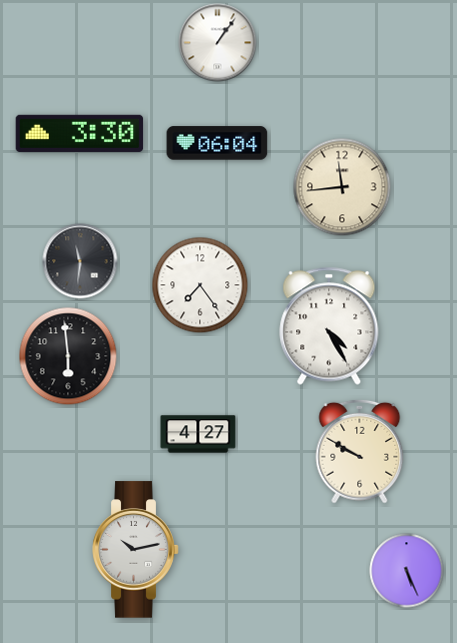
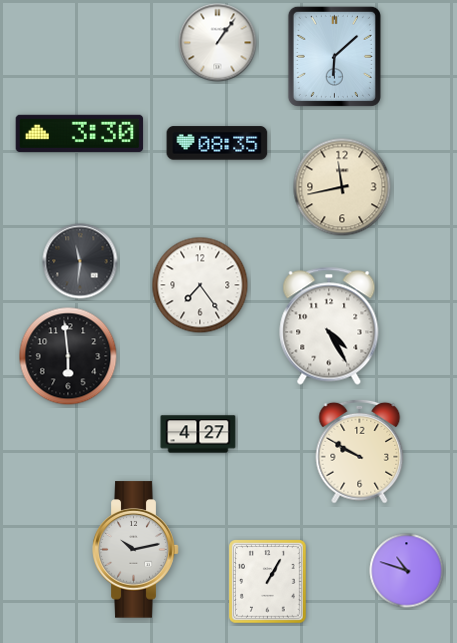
clock at (334, 56): none -> 6:08
clock at (217, 143): 06:04 -> 08:35
clock at (342, 187): 11:44 -> 11:43
clock at (407, 571): 5:26 -> 10:48
clock at (268, 582): none -> 1:05
